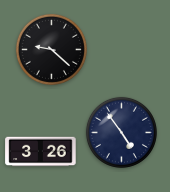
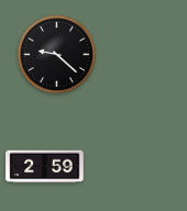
clock at (121, 132): 4:54 -> none
clock at (41, 152): 3:26 -> 2:59
